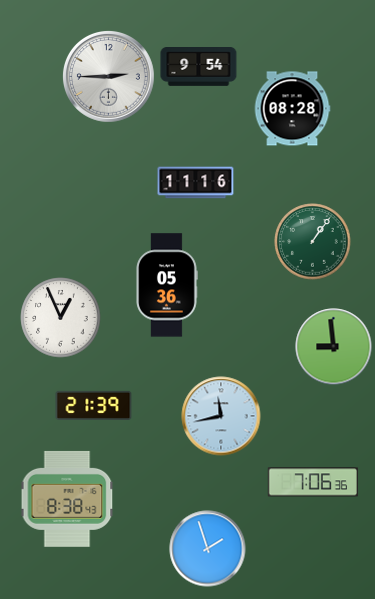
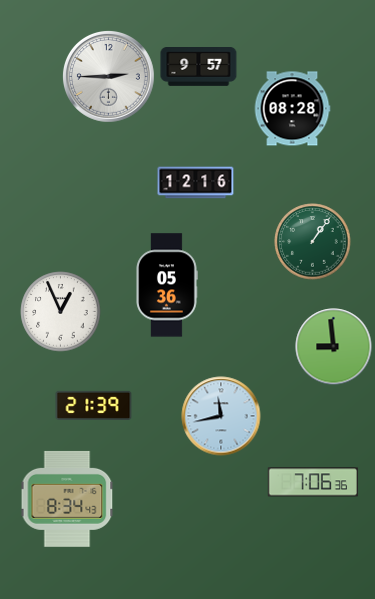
clock at (199, 67): 9:54 -> 9:57
clock at (196, 183): 11:16 -> 12:16
clock at (61, 318) position: (61, 318) -> (61, 312)
clock at (67, 499): 8:38 -> 8:34
clock at (208, 549): 1:57 -> none
